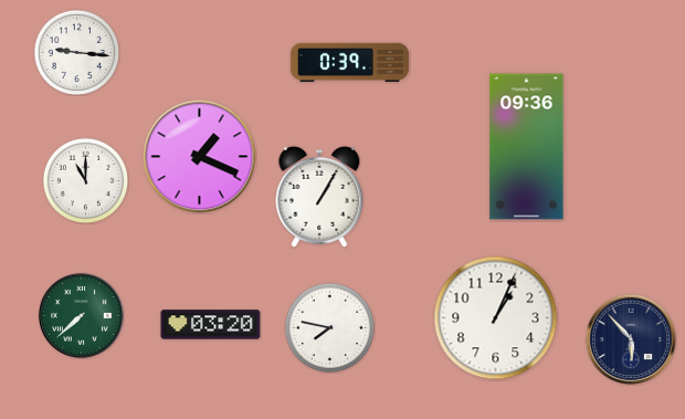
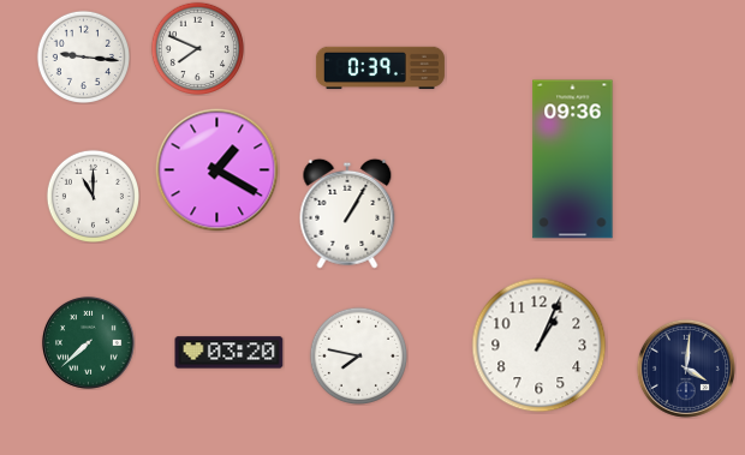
clock at (197, 48): none -> 7:49
clock at (200, 157): 1:19 -> 1:20
clock at (631, 339): 5:53 -> 4:01
